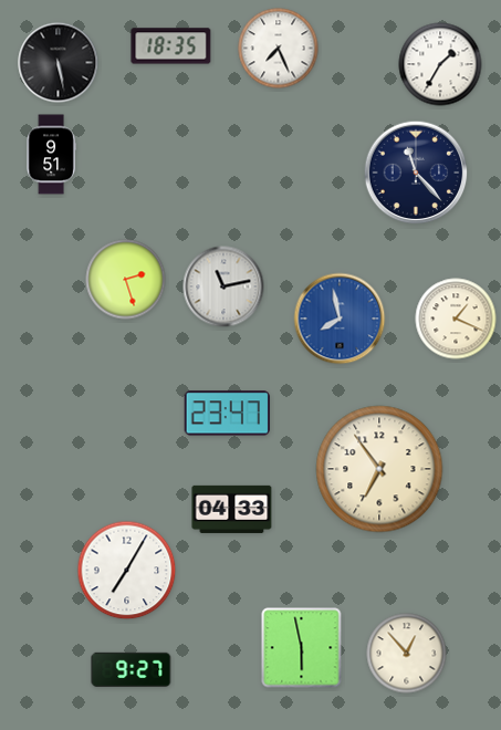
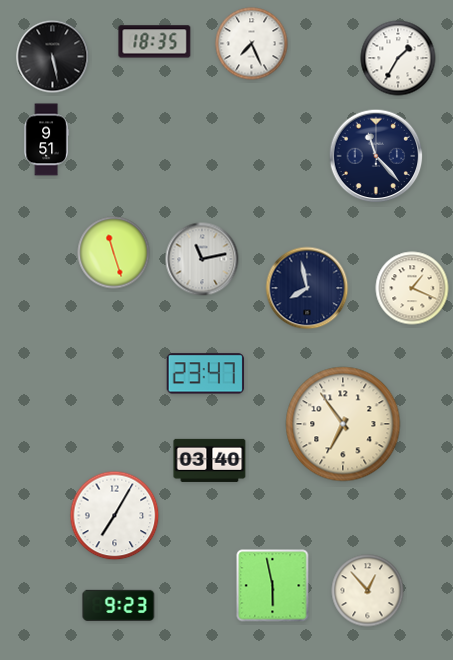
clock at (126, 280): 2:27 -> 11:27
clock at (340, 319) dial: blue -> navy
clock at (232, 509): 04:33 -> 03:40
clock at (132, 669): 9:27 -> 9:23
